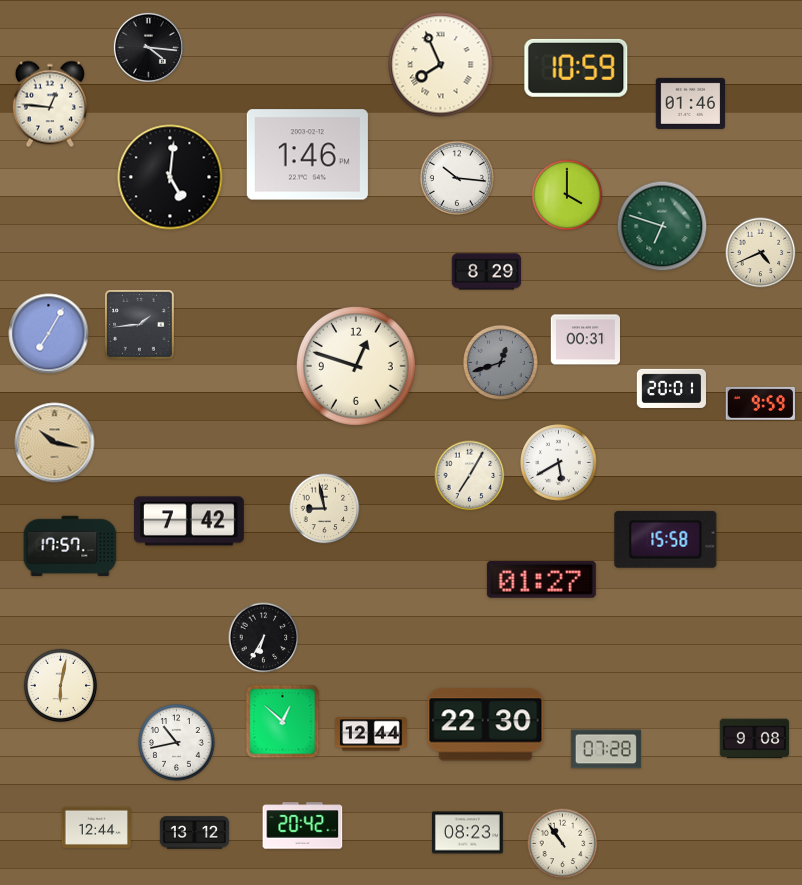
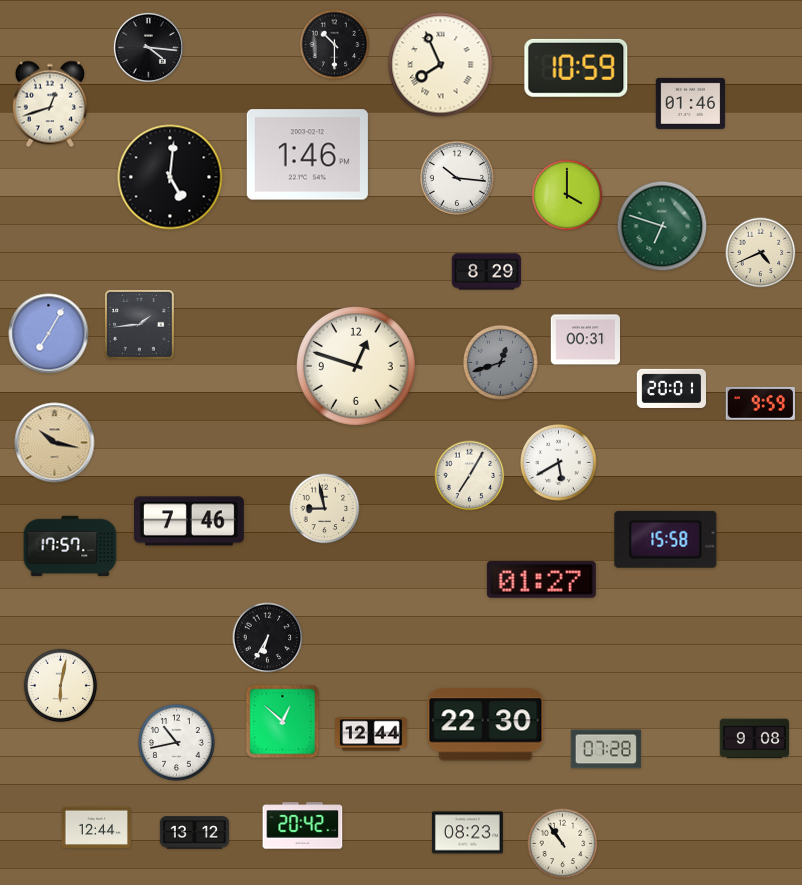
clock at (335, 45): none -> 10:30
clock at (50, 104): 12:46 -> 12:42
clock at (189, 521): 7:42 -> 7:46
clock at (264, 638) position: (264, 638) -> (268, 638)
